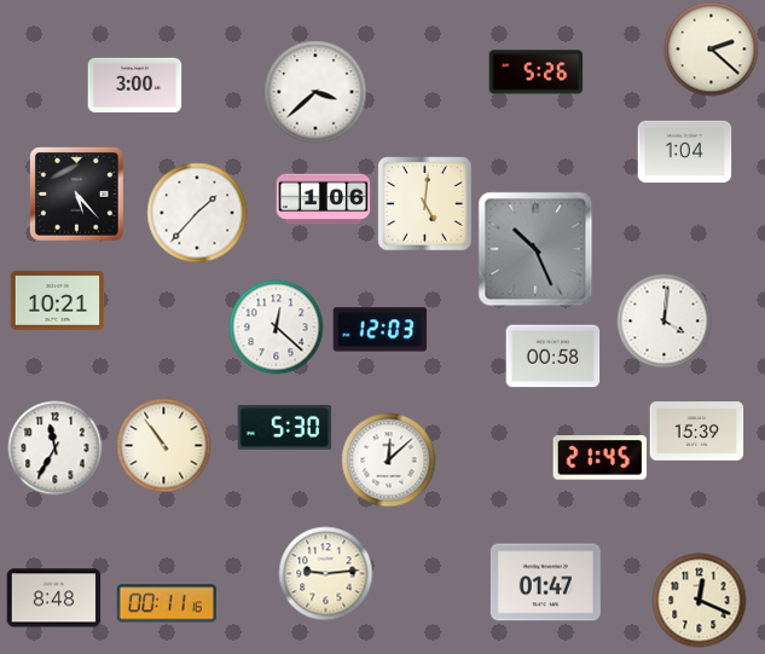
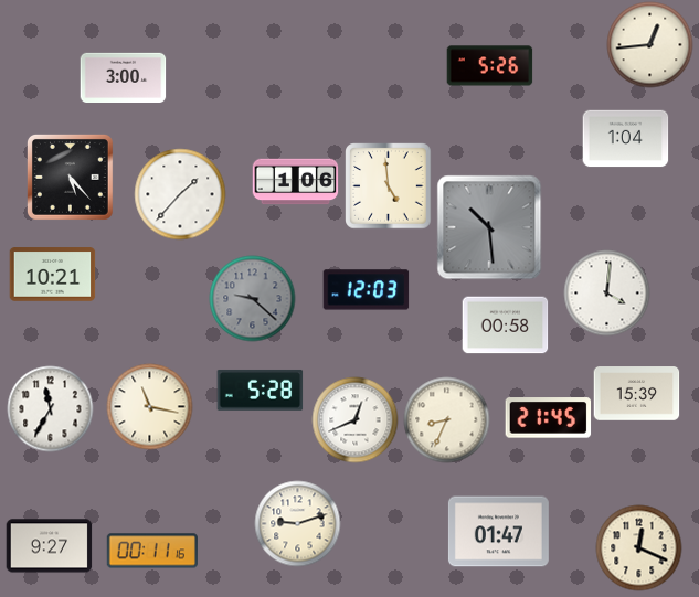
clock at (711, 48): 2:22 -> 12:44
clock at (315, 92): 3:38 -> none
clock at (424, 203): 5:01 -> 4:59
clock at (535, 249): 10:26 -> 10:29
clock at (276, 326): 12:22 -> 9:22
clock at (276, 326) dial: white -> grey
clock at (379, 330) position: (379, 330) -> (366, 290)
clock at (284, 428): 5:30 -> 5:28
clock at (163, 445): 10:54 -> 11:17
clock at (388, 459): 12:08 -> 12:41
clock at (446, 419): none -> 8:34
clock at (325, 573): 9:14 -> 9:12
clock at (53, 598): 8:48 -> 9:27
